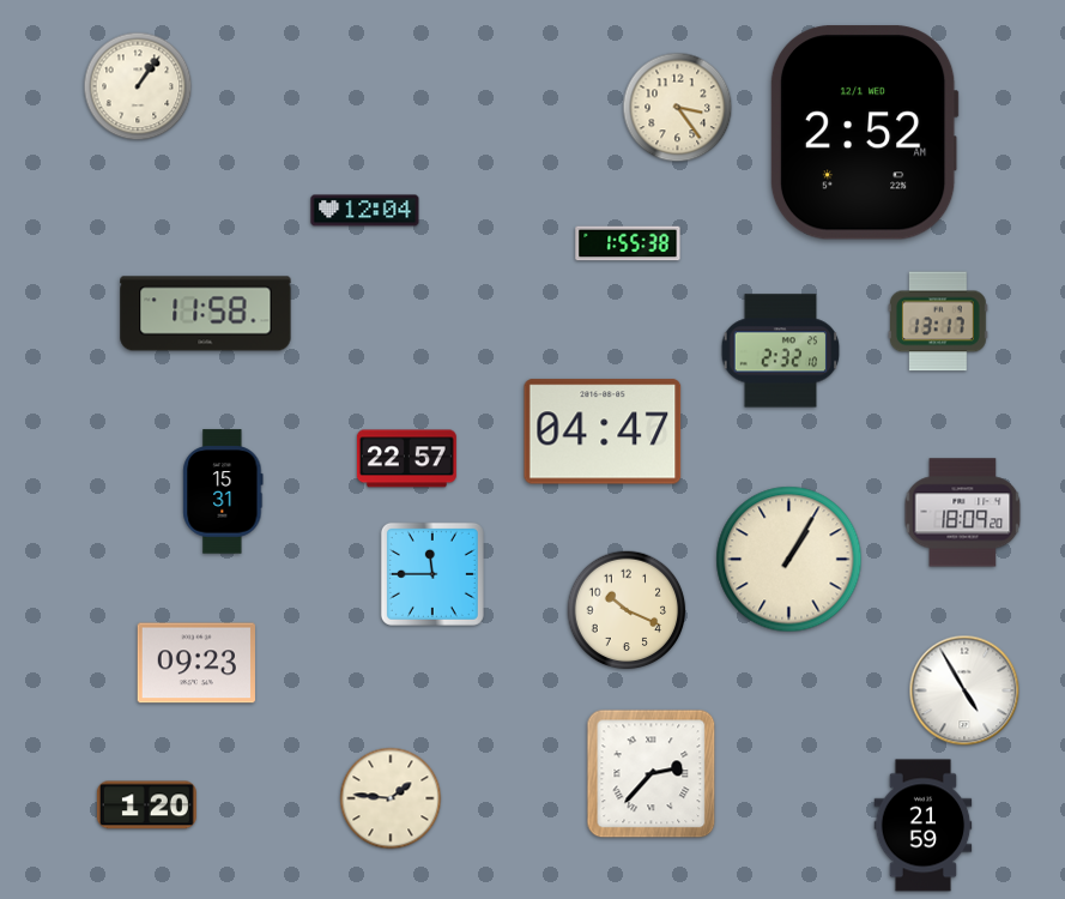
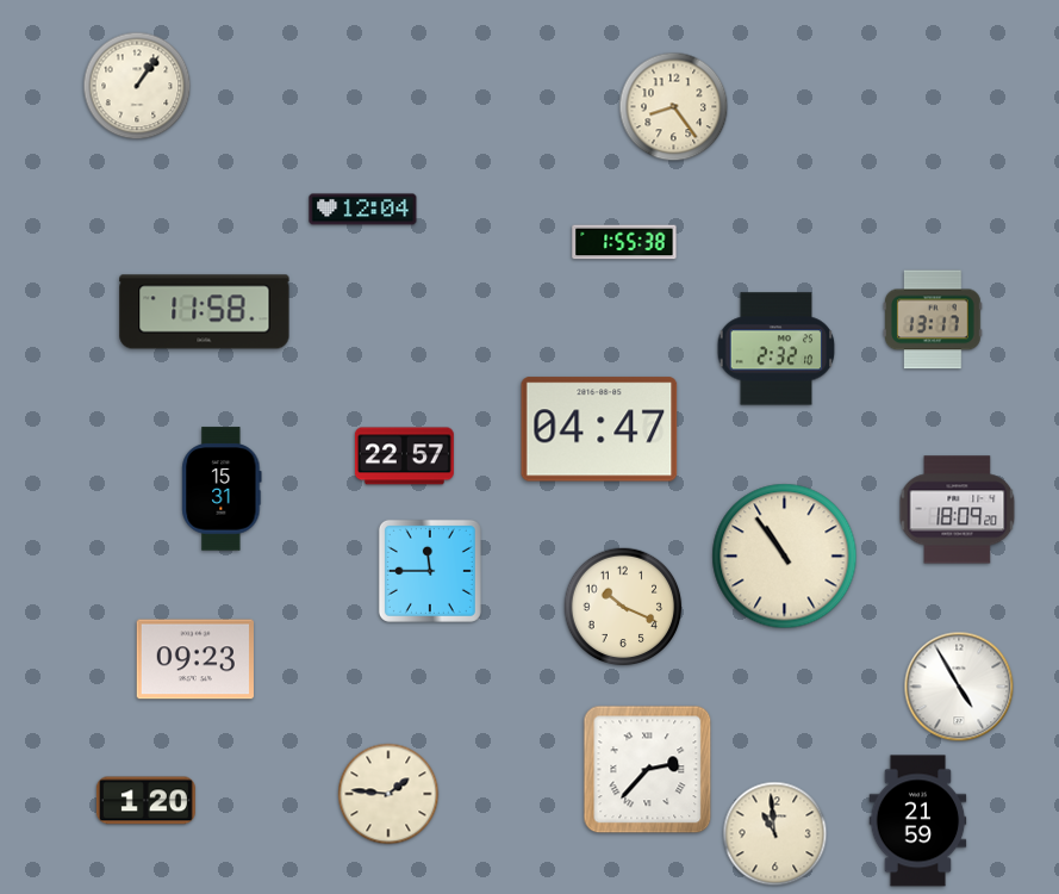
clock at (678, 108): 3:24 -> 8:24
clock at (864, 133): 2:52 -> none
clock at (789, 560): 1:05 -> 10:54
clock at (775, 834): none -> 10:59
